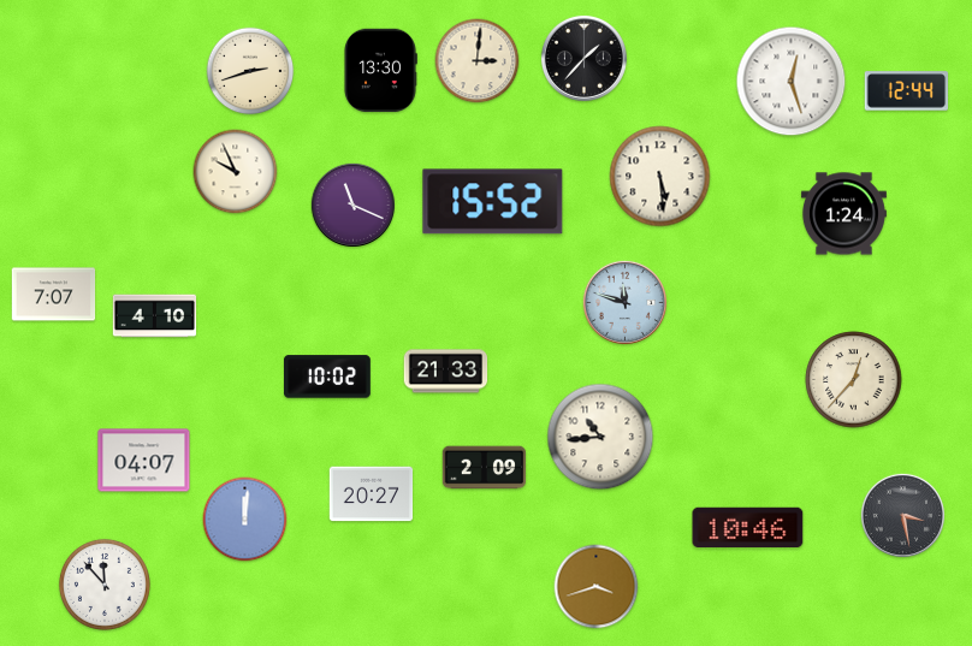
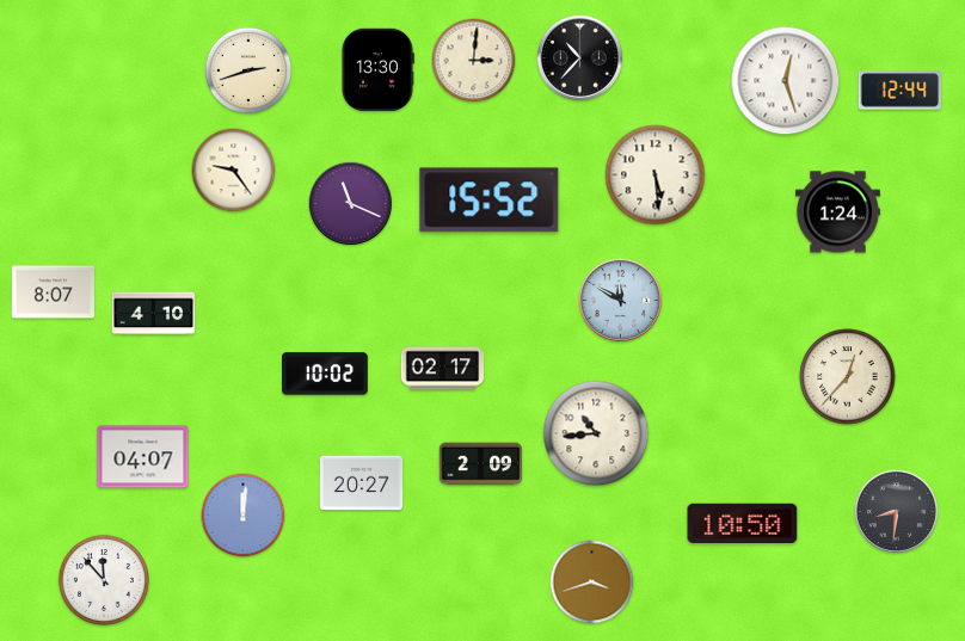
clock at (583, 58): 1:37 -> 10:37
clock at (236, 172): 9:56 -> 9:24
clock at (54, 295): 7:07 -> 8:07
clock at (624, 302): 11:48 -> 11:50
clock at (446, 372): 21:33 -> 02:17
clock at (372, 494) position: (372, 494) -> (362, 483)
clock at (902, 515): 3:28 -> 8:31
clock at (748, 528): 10:46 -> 10:50
